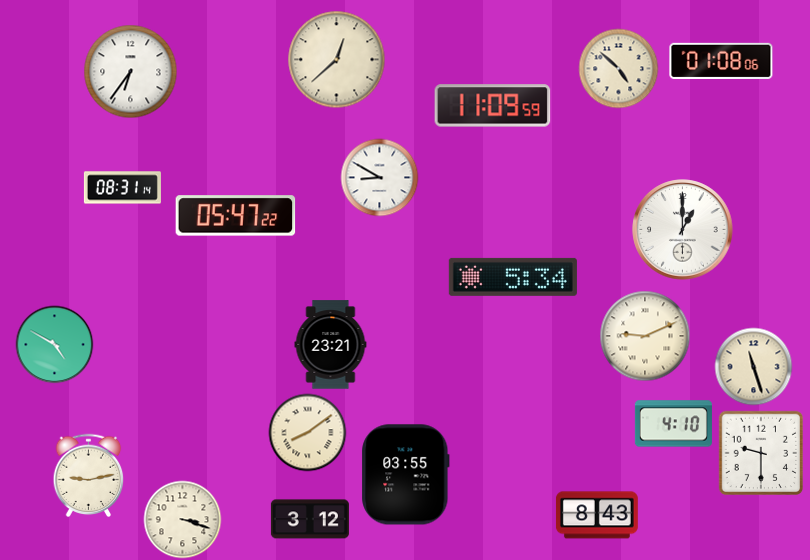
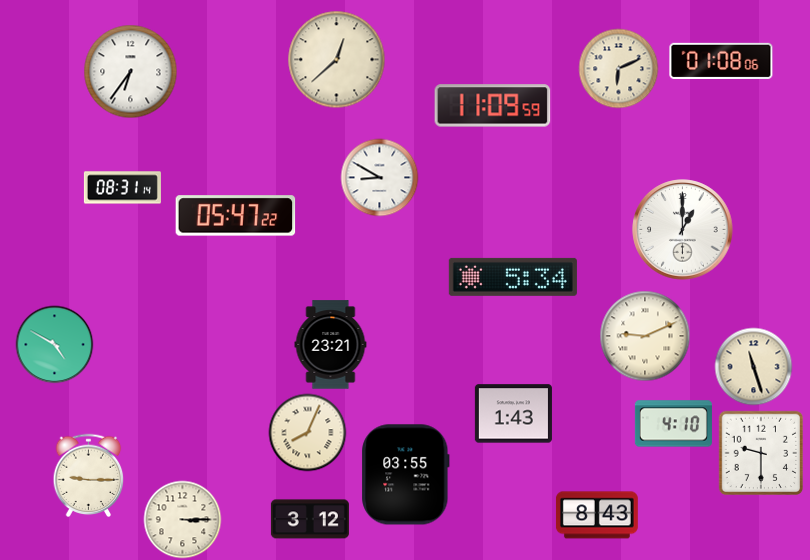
clock at (618, 68): 4:52 -> 6:11
clock at (513, 414): none -> 1:43
clock at (307, 432): 8:09 -> 8:04
clock at (89, 475): 9:13 -> 9:15
clock at (182, 519): 3:18 -> 3:15
